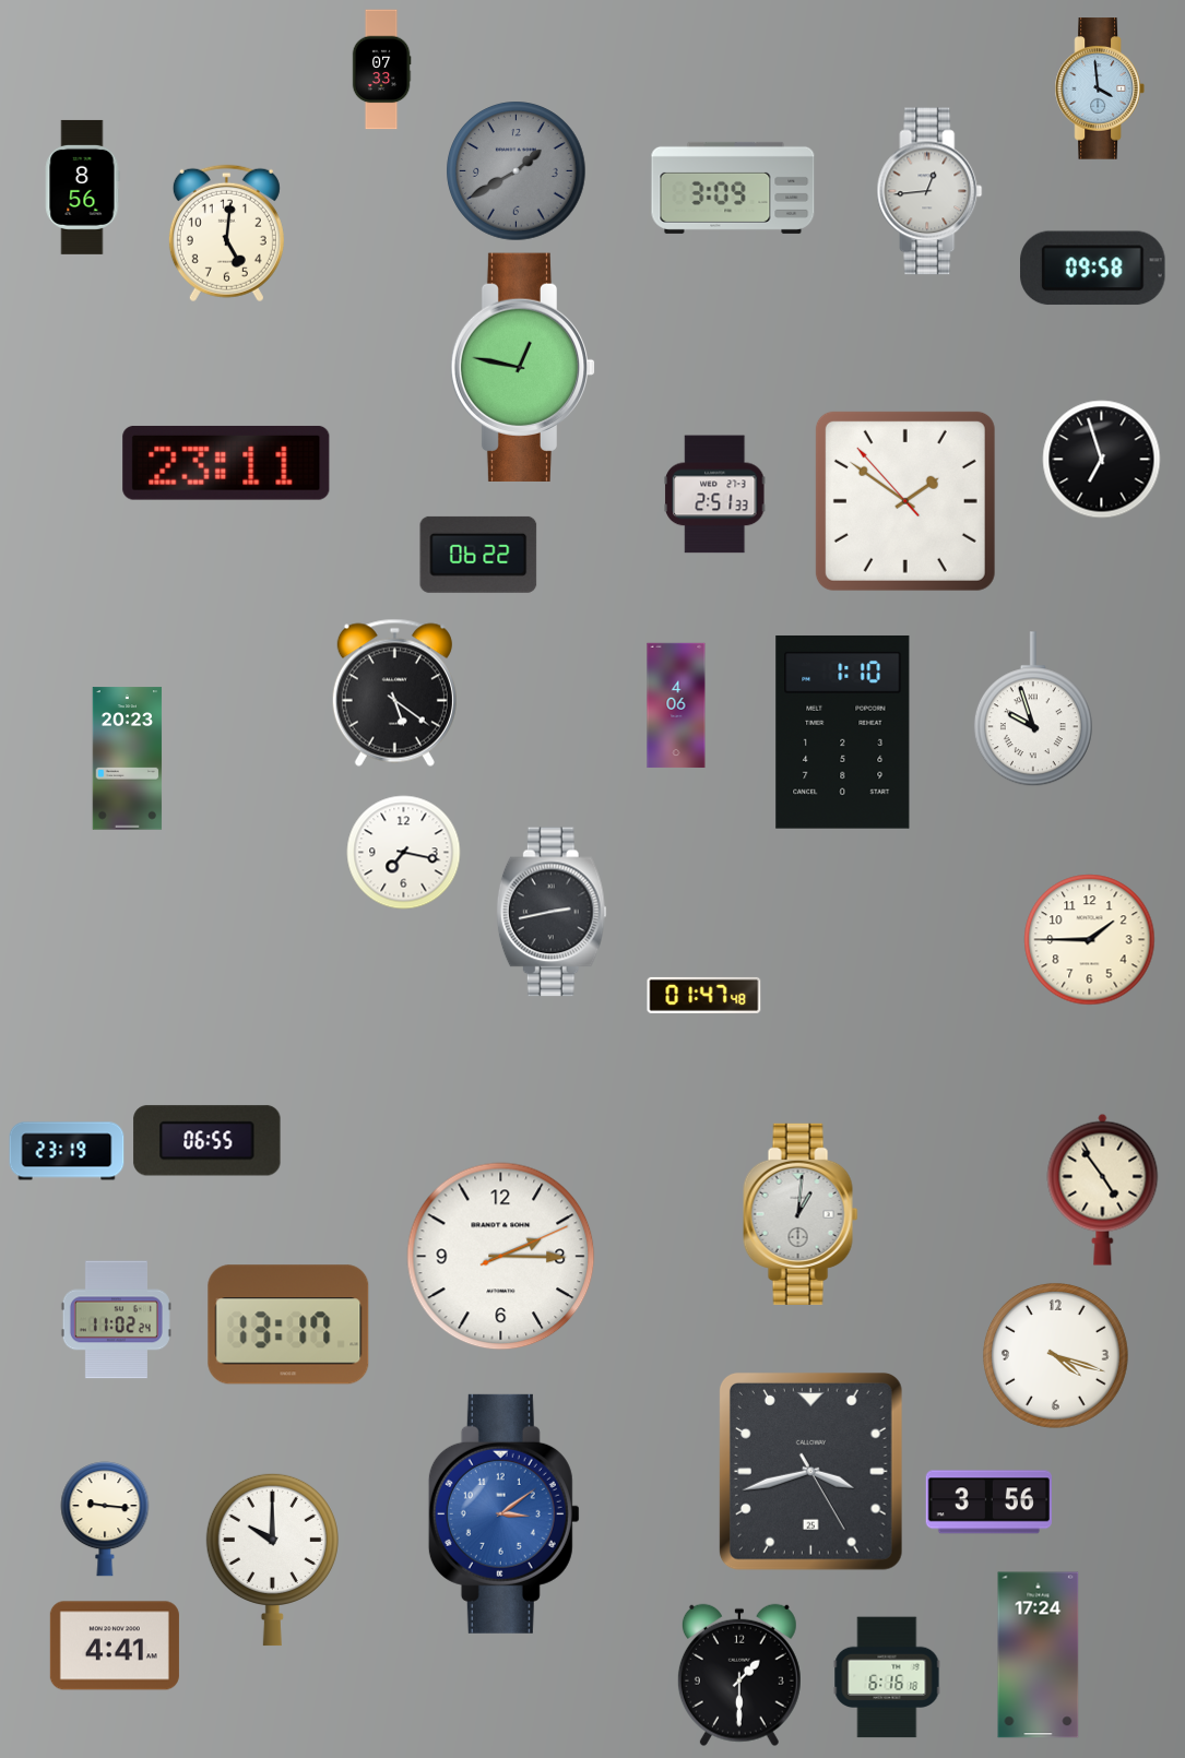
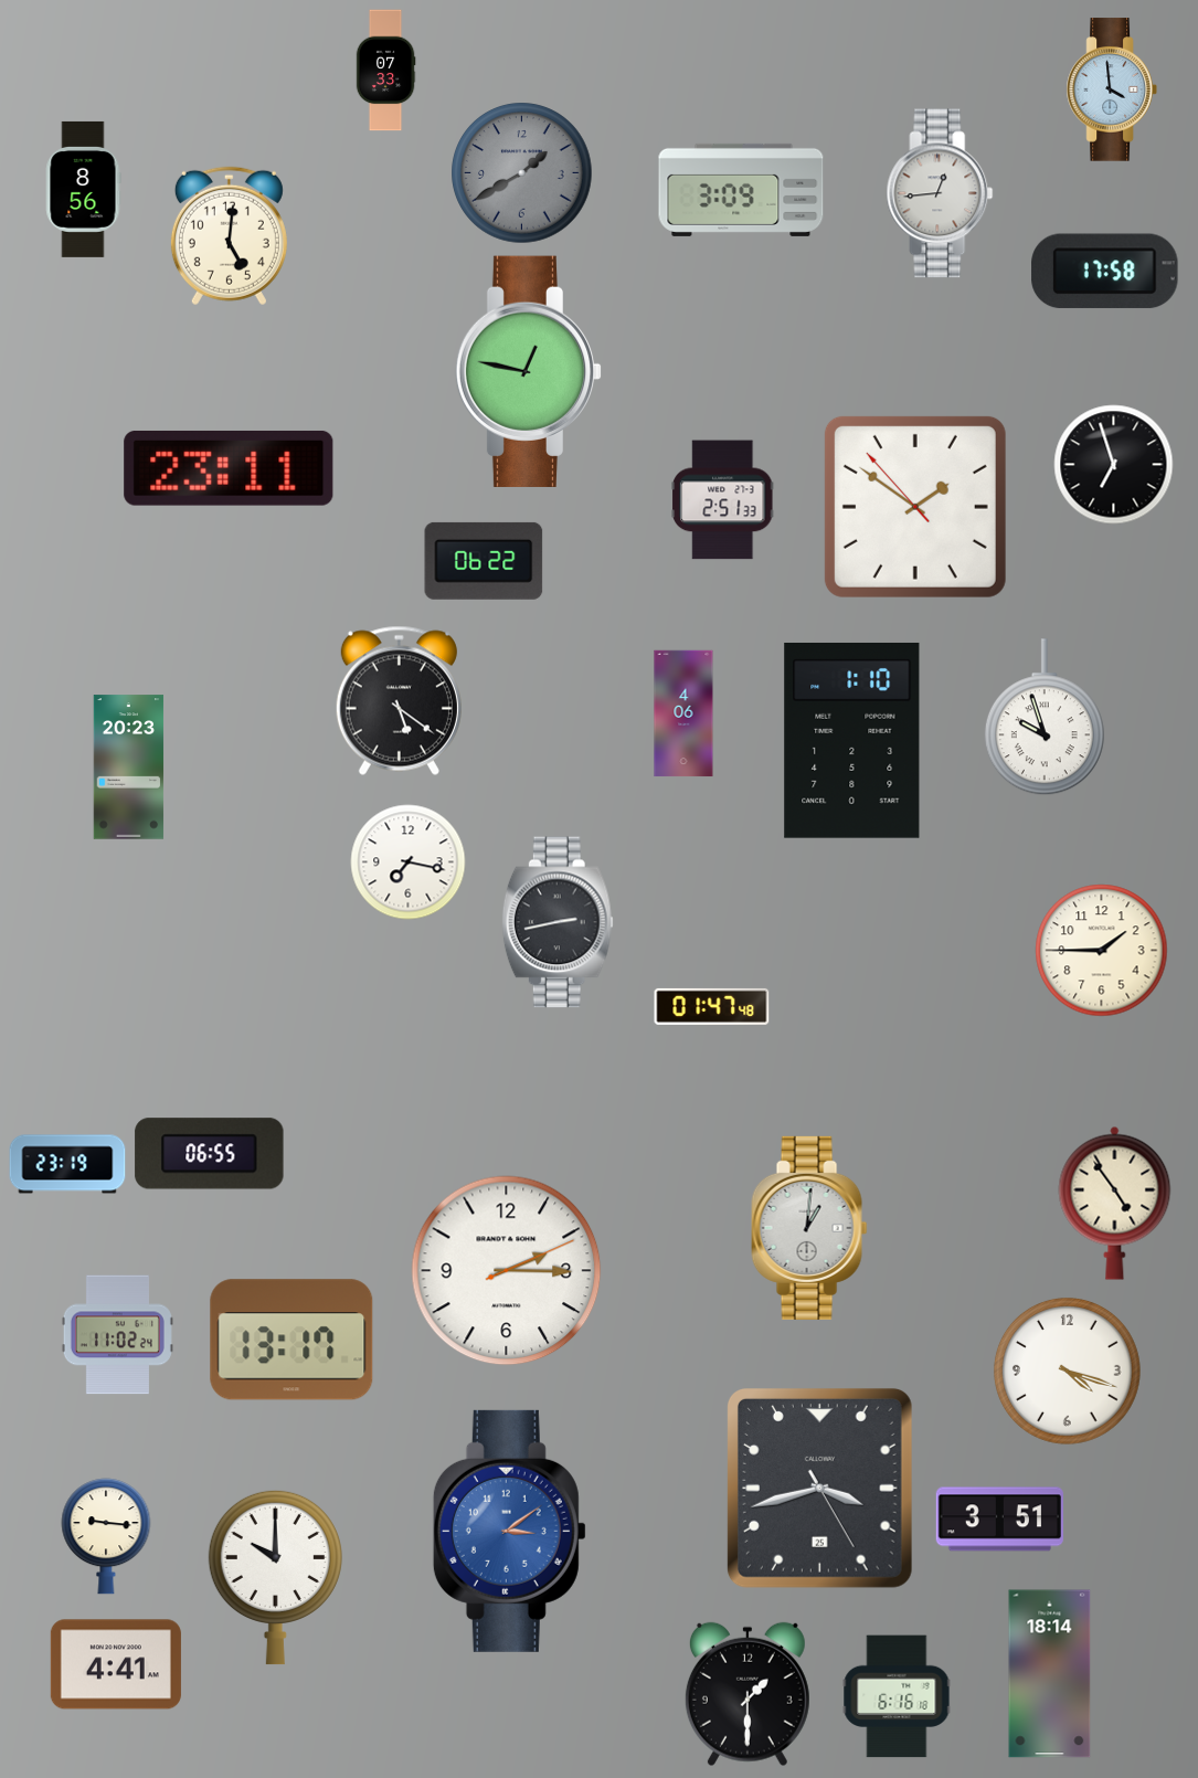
clock at (1093, 269): 09:58 -> 17:58
clock at (988, 1502): 3:56 -> 3:51
clock at (1039, 1655): 17:24 -> 18:14
